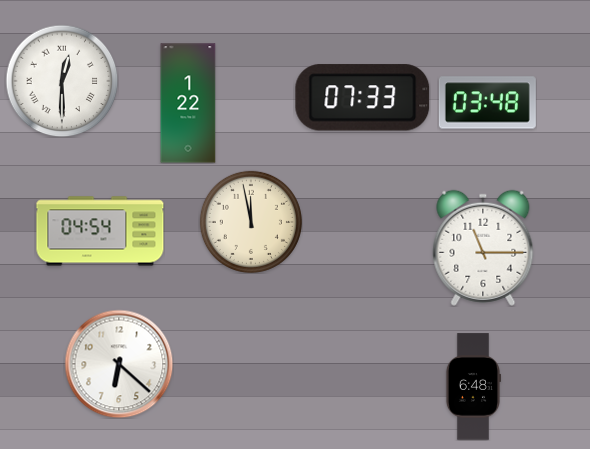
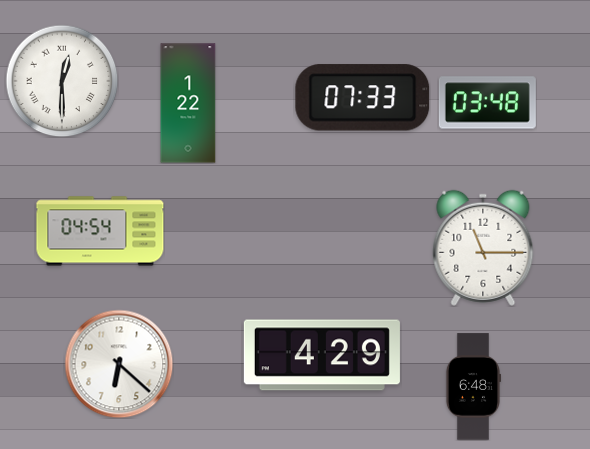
clock at (251, 222): 11:58 -> none
clock at (322, 355): none -> 4:29
